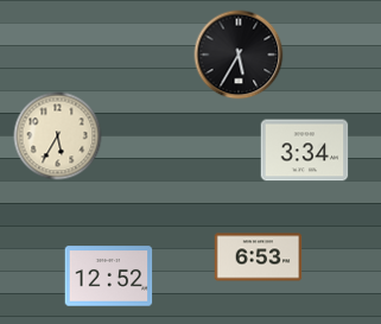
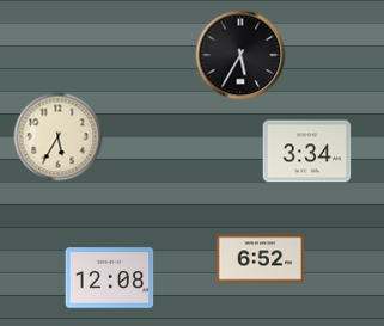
clock at (259, 258): 6:53 -> 6:52
clock at (109, 277): 12:52 -> 12:08
